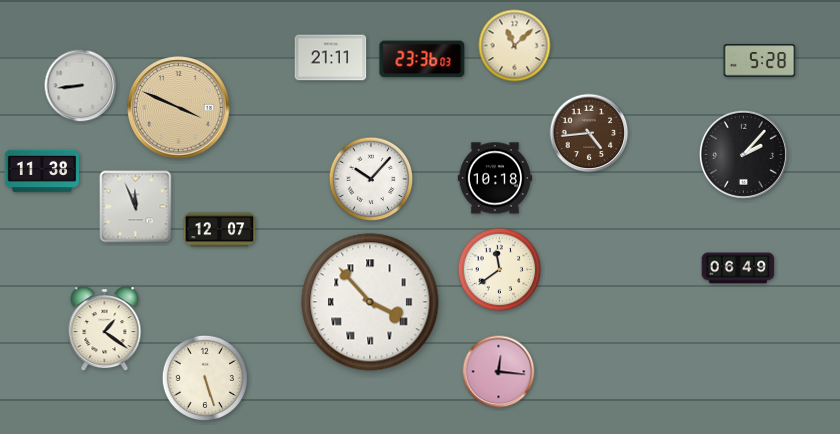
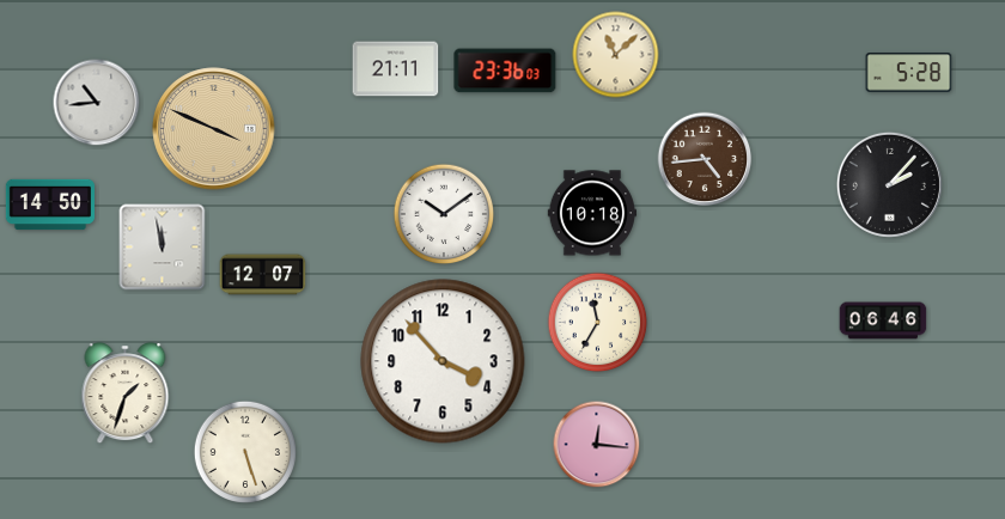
clock at (81, 86): 8:44 -> 10:44
clock at (42, 171): 11:38 -> 14:50
clock at (371, 179): 10:07 -> 10:09
clock at (136, 207): 11:56 -> 11:58
clock at (738, 268): 06:49 -> 06:46
clock at (500, 270): 11:39 -> 11:35
clock at (370, 302) numerals: Roman -> Arabic
clock at (105, 329): 1:21 -> 1:33
